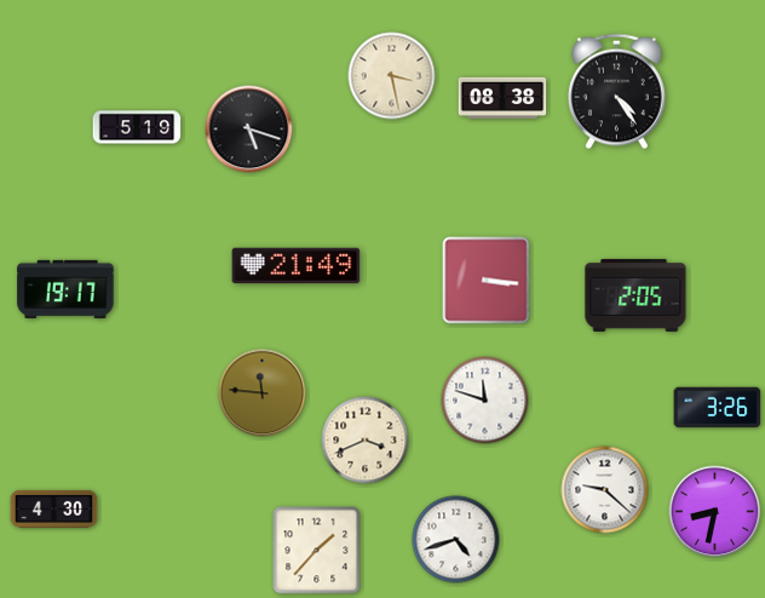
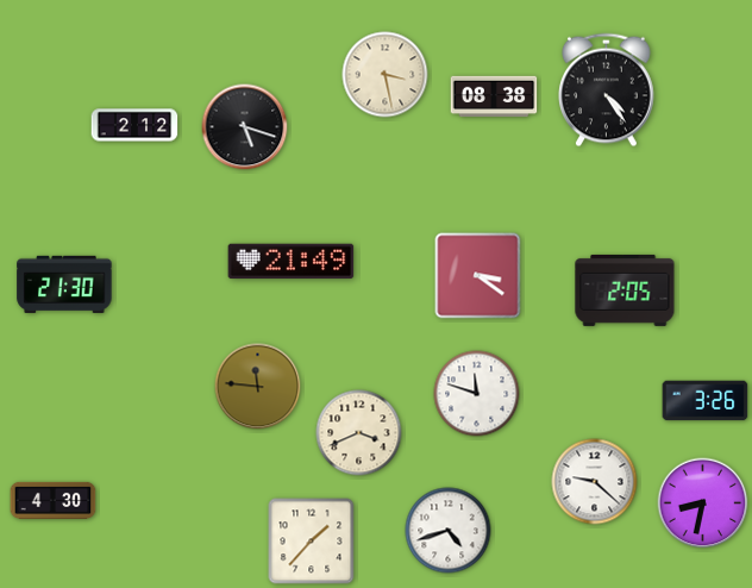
clock at (137, 127): 5:19 -> 2:12
clock at (487, 281): 3:16 -> 3:21
clock at (65, 289): 19:17 -> 21:30
